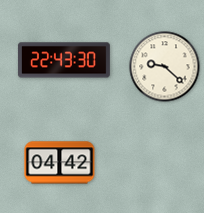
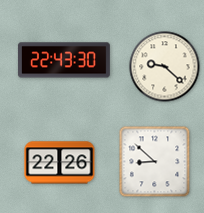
clock at (155, 162): none -> 8:52
clock at (60, 163): 04:42 -> 22:26
